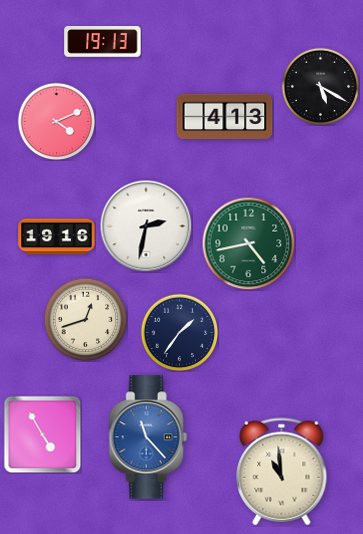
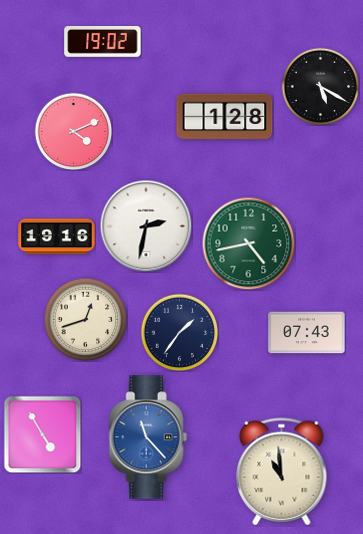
clock at (103, 42): 19:13 -> 19:02
clock at (225, 117): 4:13 -> 1:28
clock at (56, 121) position: (56, 121) -> (73, 131)
clock at (307, 333): none -> 07:43
